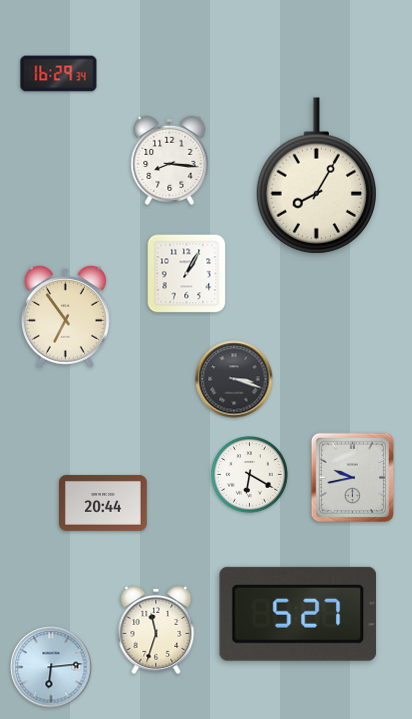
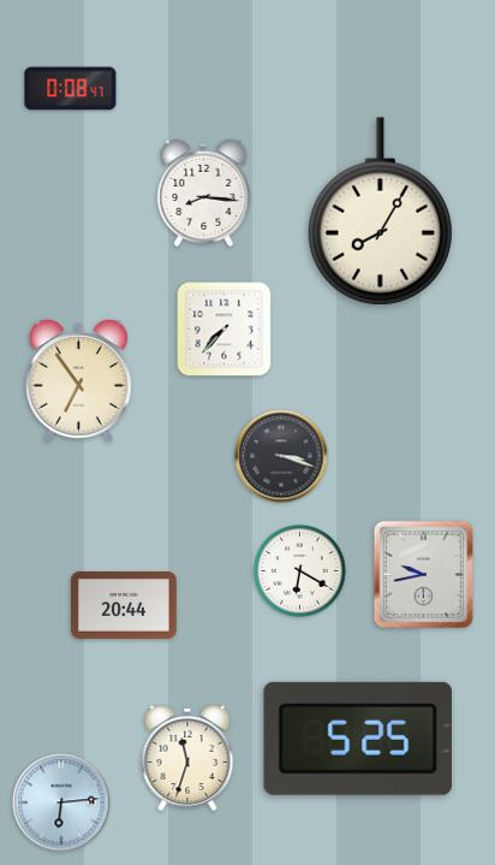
clock at (59, 74): 16:29 -> 0:08
clock at (187, 274): 1:05 -> 7:37
clock at (298, 614): 5:27 -> 5:25
